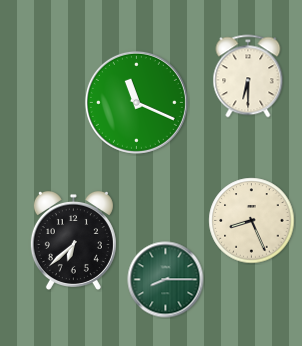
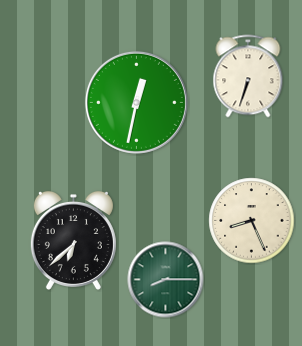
clock at (248, 76): 6:30 -> 6:33
clock at (136, 102): 11:19 -> 12:32
